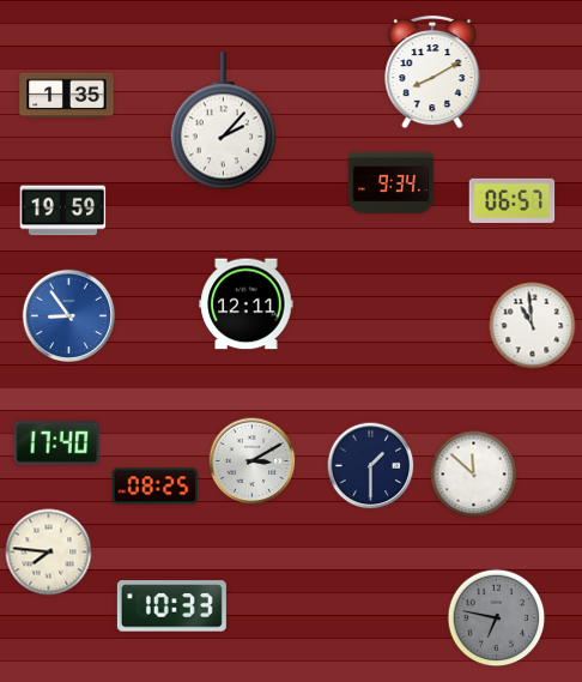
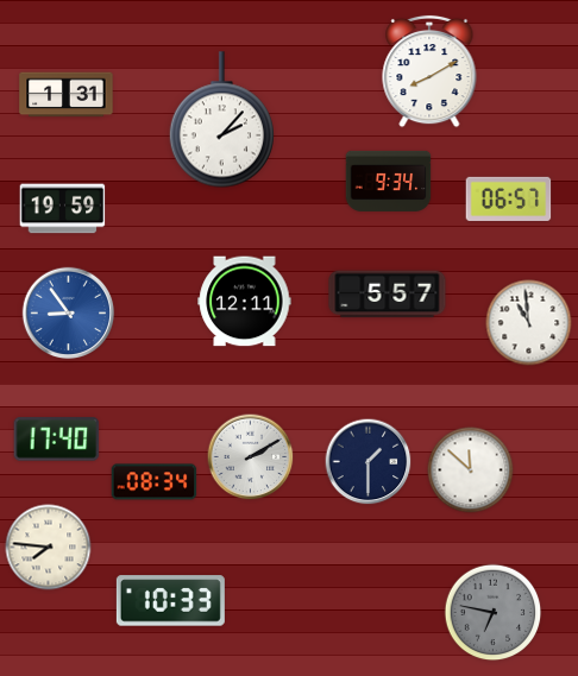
clock at (67, 96): 1:35 -> 1:31
clock at (388, 295): none -> 5:57
clock at (253, 461): 3:10 -> 2:10
clock at (156, 487): 08:25 -> 08:34
